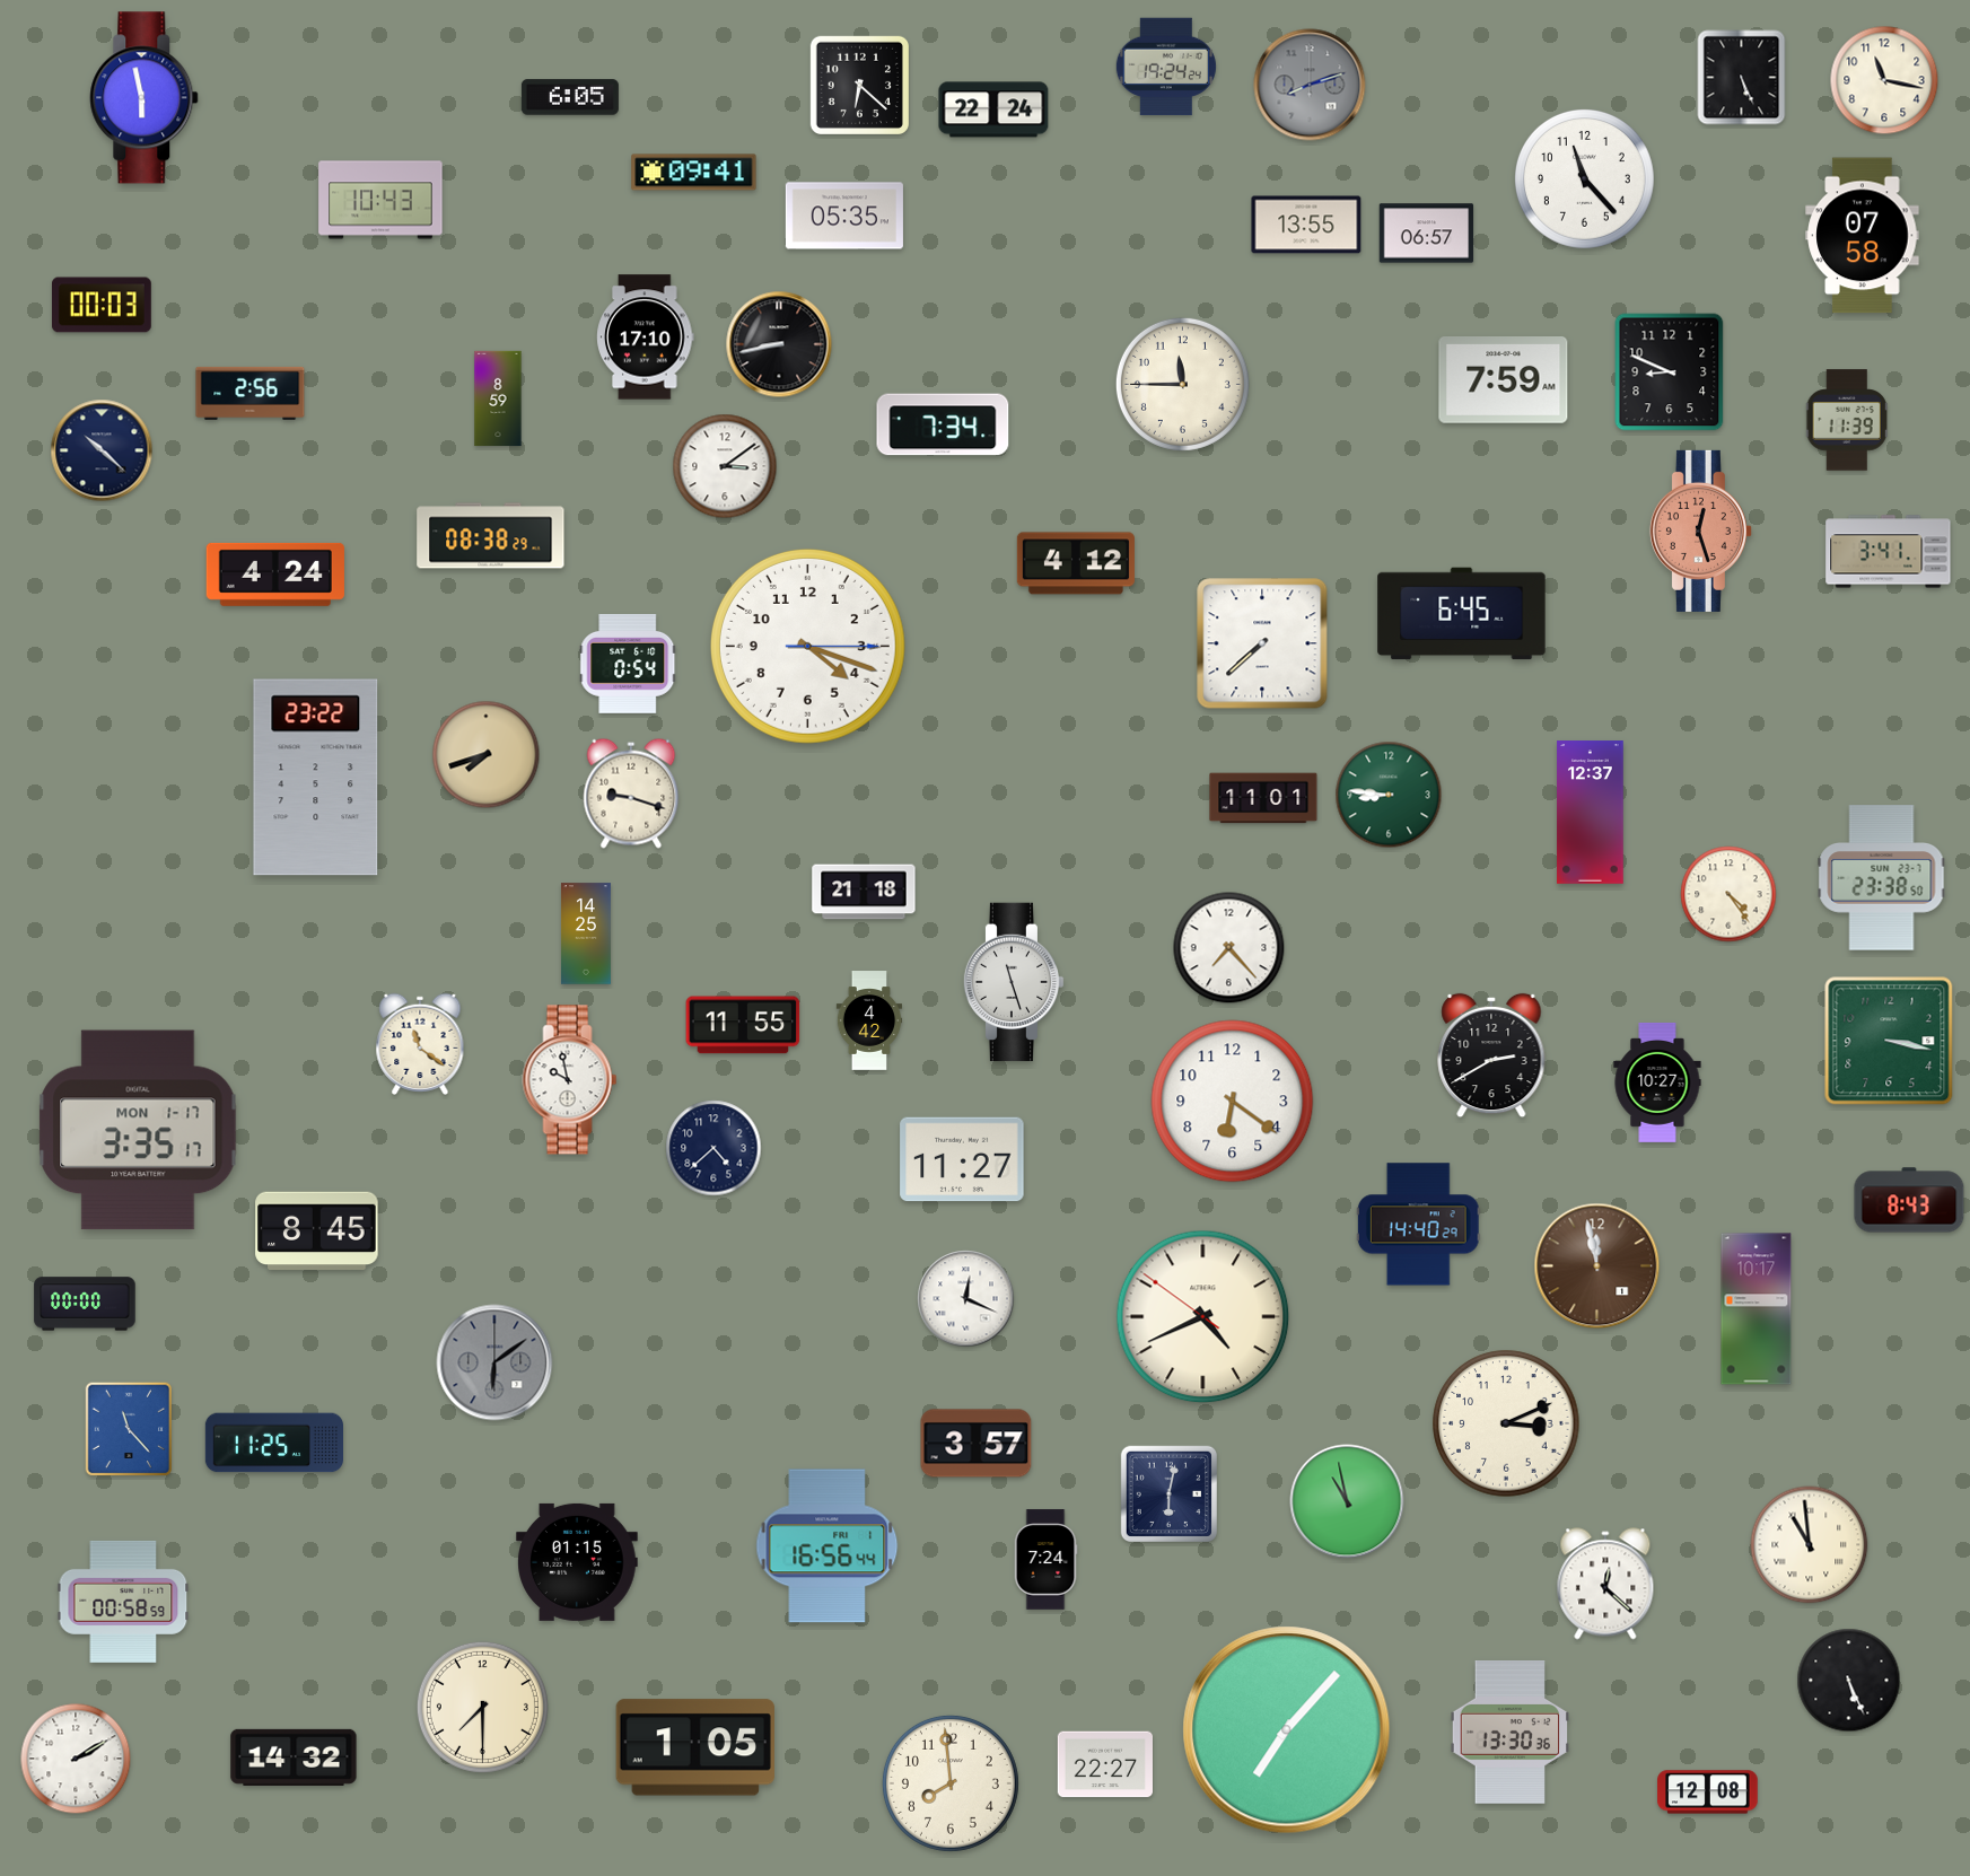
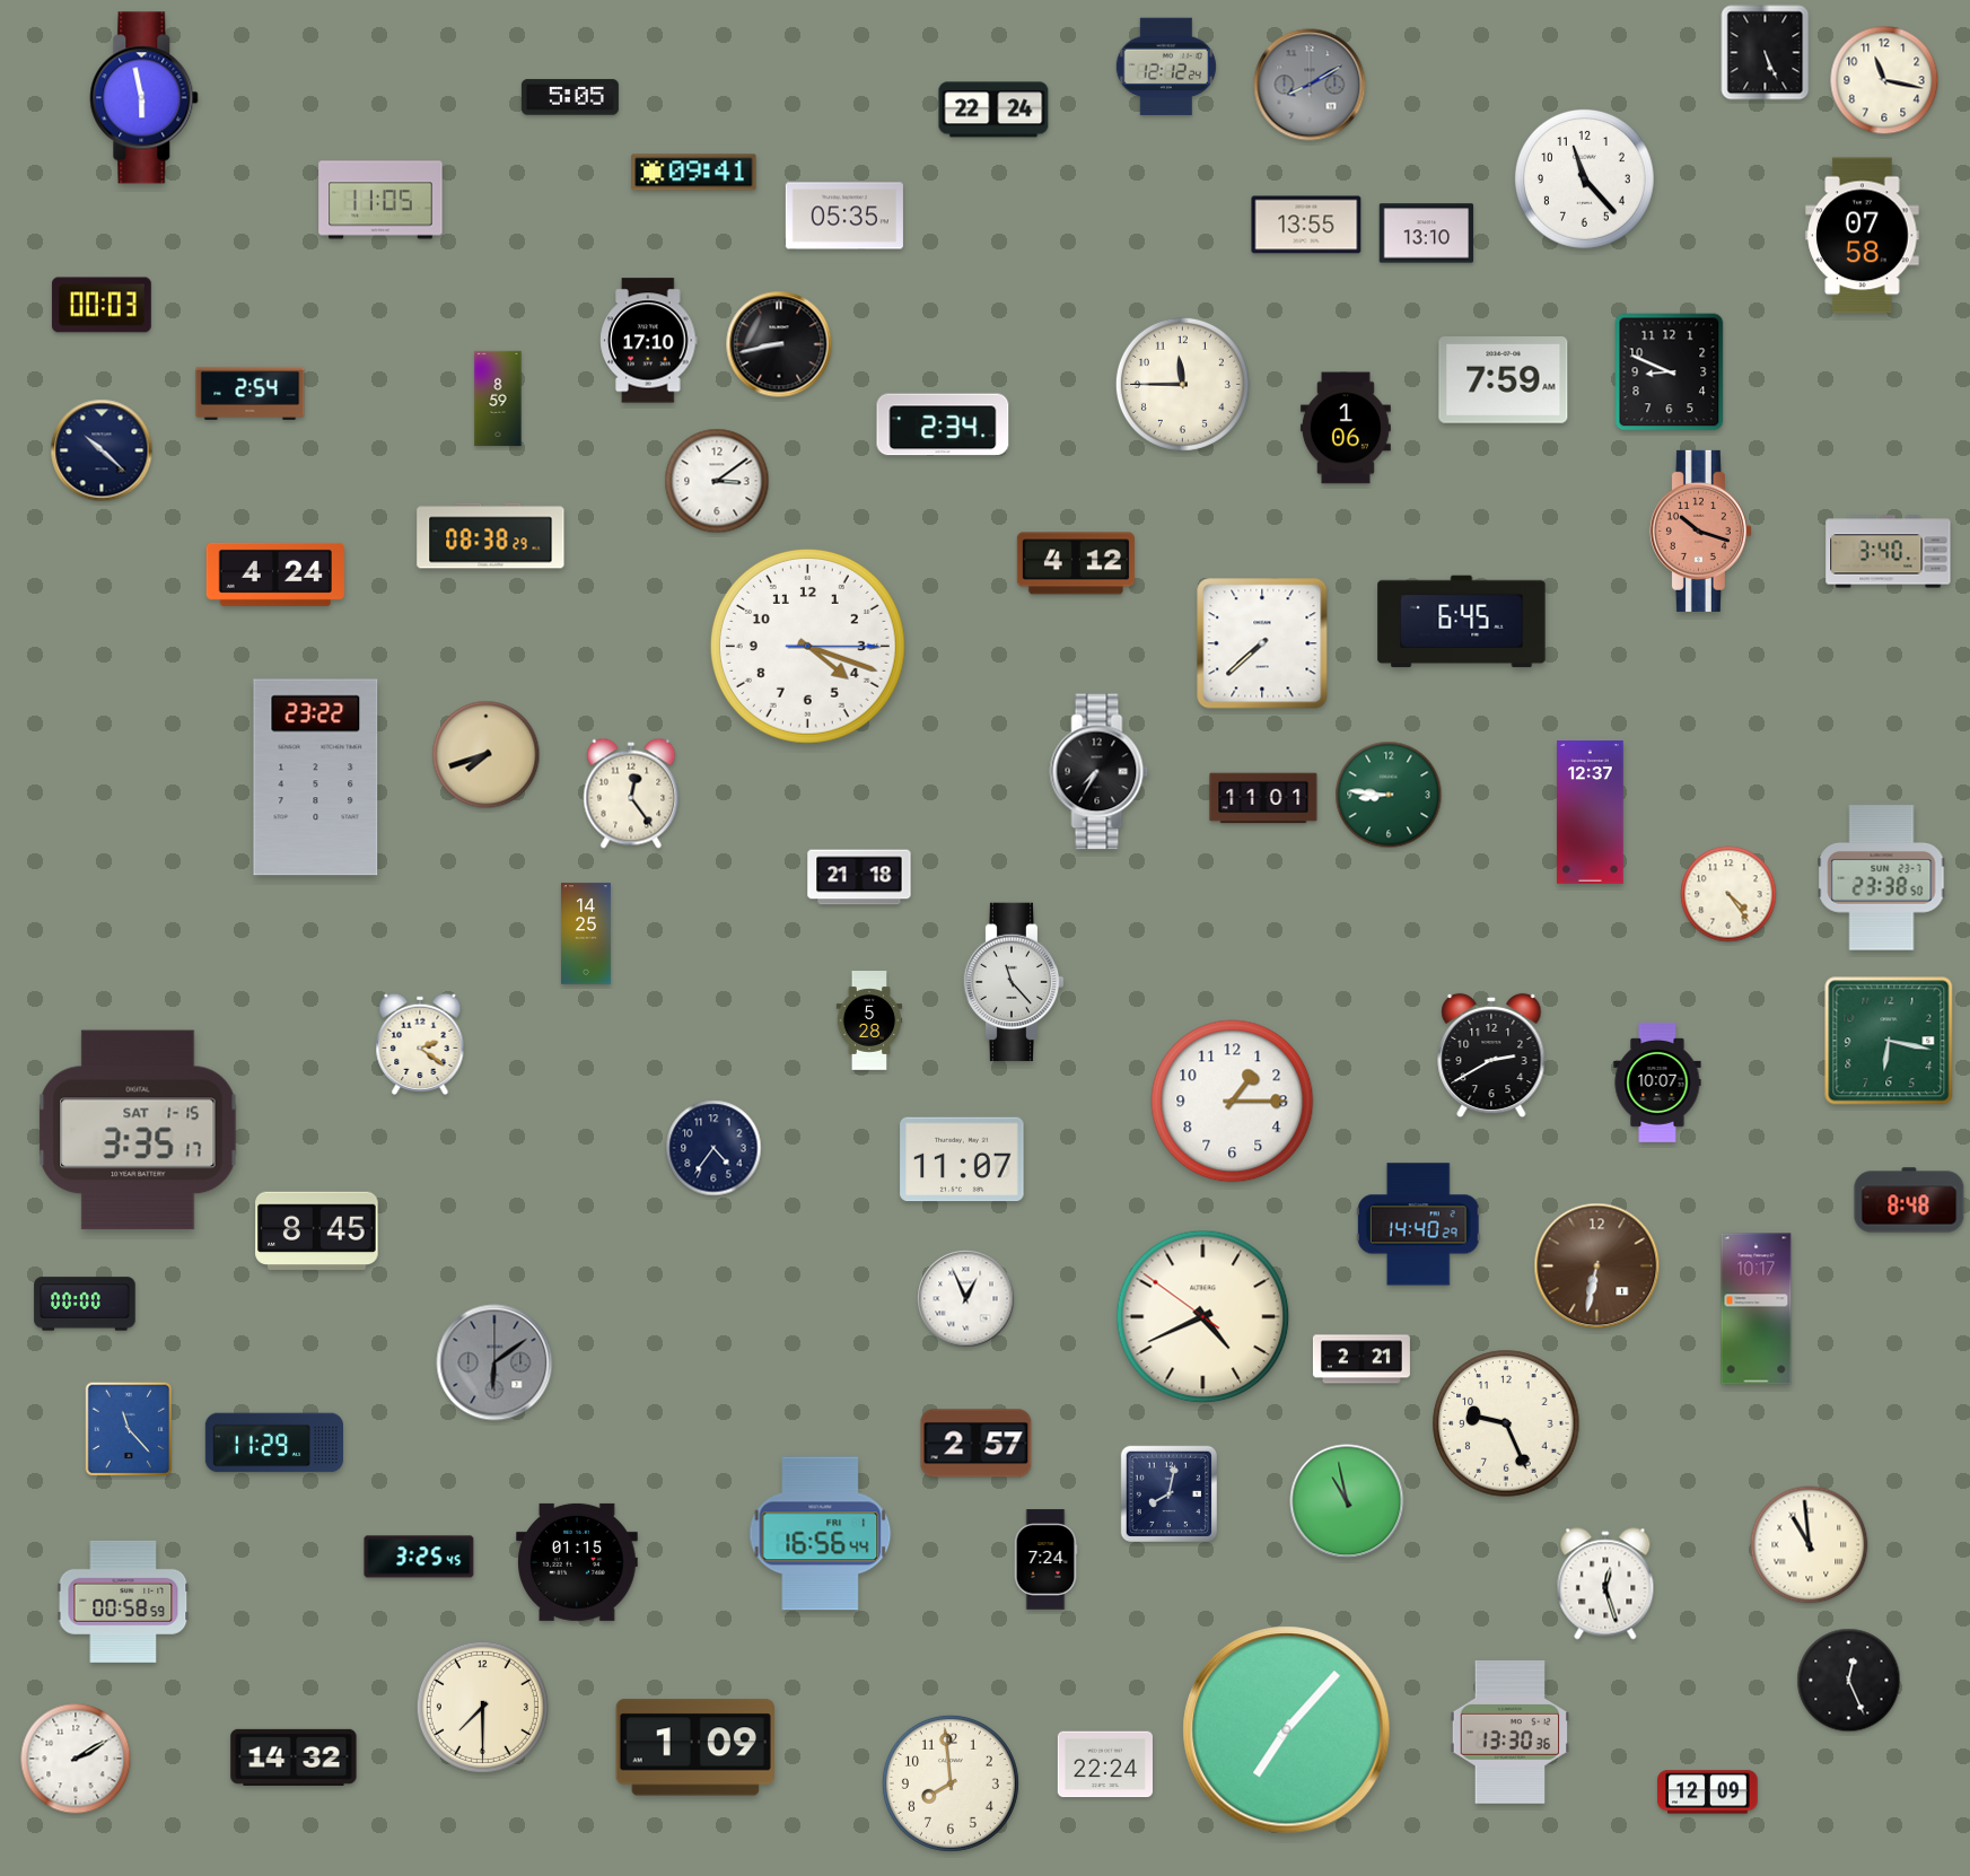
clock at (1166, 67): 19:24 -> 12:12
clock at (1742, 78) position: (1742, 78) -> (1766, 53)
clock at (859, 85): 6:22 -> none
clock at (1310, 85): 8:12 -> 8:10
clock at (570, 97): 6:05 -> 5:05
clock at (380, 200): 10:43 -> 11:05
clock at (1427, 234): 06:57 -> 13:10
clock at (646, 337) position: (646, 337) -> (649, 341)
clock at (251, 393): 2:56 -> 2:54
clock at (1847, 420): 11:39 -> none
clock at (943, 424): 7:34 -> 2:34
clock at (1346, 428): none -> 1:06
clock at (725, 466) position: (725, 466) -> (717, 481)
clock at (1700, 531): 12:27 -> 10:18
clock at (1889, 552): 3:41 -> 3:40
clock at (1462, 614) position: (1462, 614) -> (1462, 622)
clock at (628, 664): 0:54 -> none
clock at (1100, 772): none -> 7:35
clock at (631, 794): 9:18 -> 12:24
clock at (864, 892) position: (864, 892) -> (859, 877)
clock at (1229, 948): 7:23 -> none
clock at (1014, 982): 11:27 -> 11:23
clock at (869, 1020): 4:42 -> 5:28
clock at (743, 1025): 11:55 -> none
clock at (1889, 1041): 3:17 -> 6:17
clock at (420, 1044): 11:21 -> 2:21
clock at (570, 1080): 9:58 -> none
clock at (1657, 1082): 10:27 -> 10:07
clock at (1233, 1102): 6:21 -> 1:15
clock at (138, 1130) date: MON 1-17 -> SAT 1-15
clock at (713, 1148): 4:38 -> 4:36
clock at (962, 1159): 11:27 -> 11:07
clock at (1909, 1200): 8:43 -> 8:48
clock at (1597, 1266): 11:58 -> 6:32
clock at (966, 1299): 12:19 -> 12:56
clock at (1362, 1359): none -> 2:21
clock at (1506, 1423): 3:11 -> 9:26
clock at (273, 1443): 11:25 -> 11:29
clock at (977, 1444): 3:57 -> 2:57
clock at (1168, 1493): 6:02 -> 8:02
clock at (828, 1546) position: (828, 1546) -> (821, 1534)
clock at (419, 1557): none -> 3:25
clock at (1605, 1584): 12:22 -> 12:27
clock at (1849, 1681): 5:26 -> 12:26
clock at (695, 1747): 1:05 -> 1:09
clock at (1104, 1764): 22:27 -> 22:24
clock at (1708, 1792): 12:08 -> 12:09
